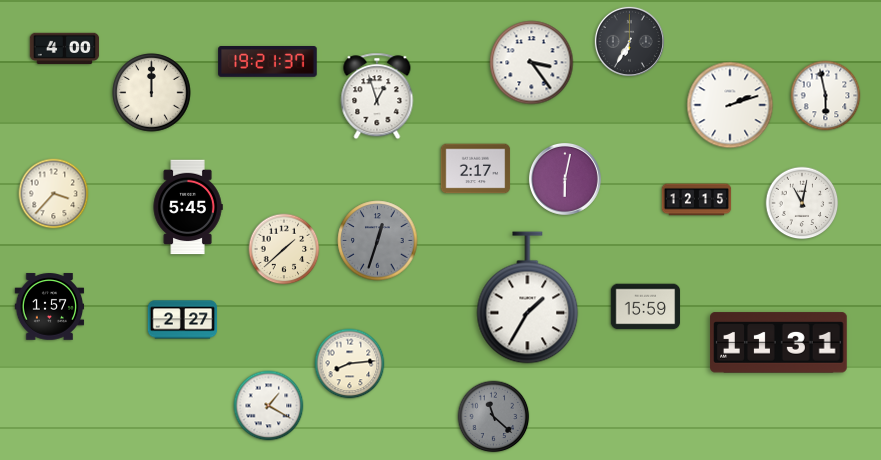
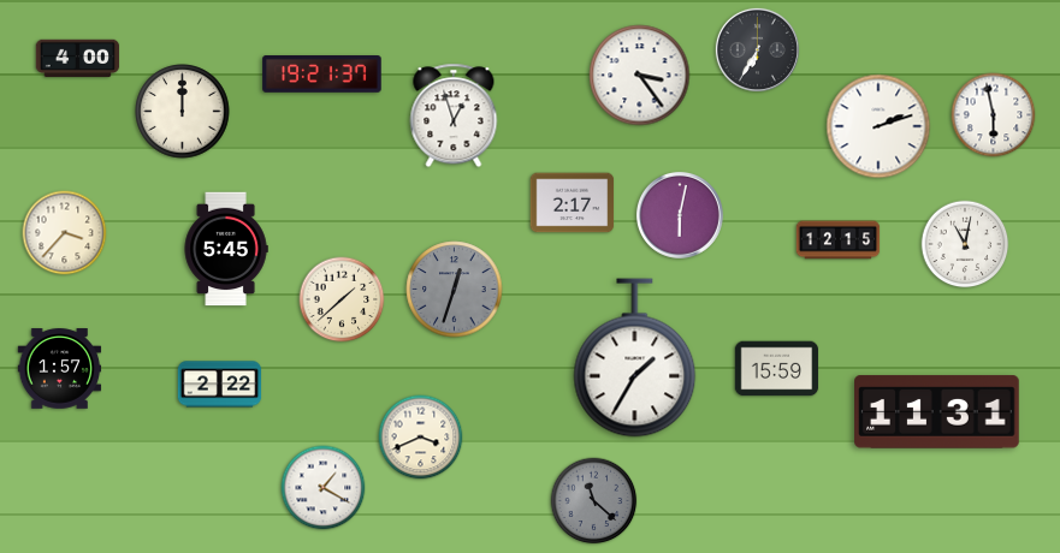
clock at (183, 320): 2:27 -> 2:22
clock at (350, 364): 8:14 -> 3:41
